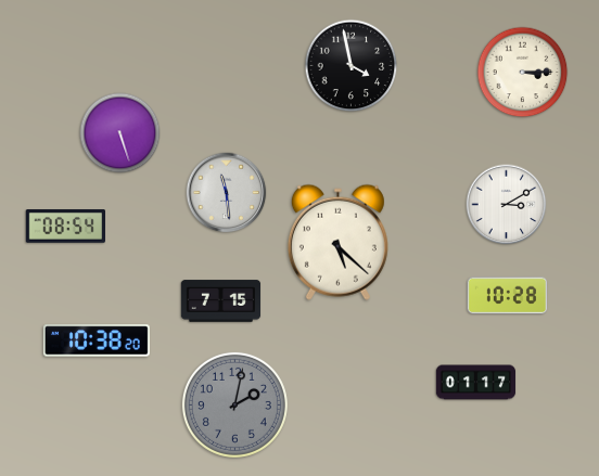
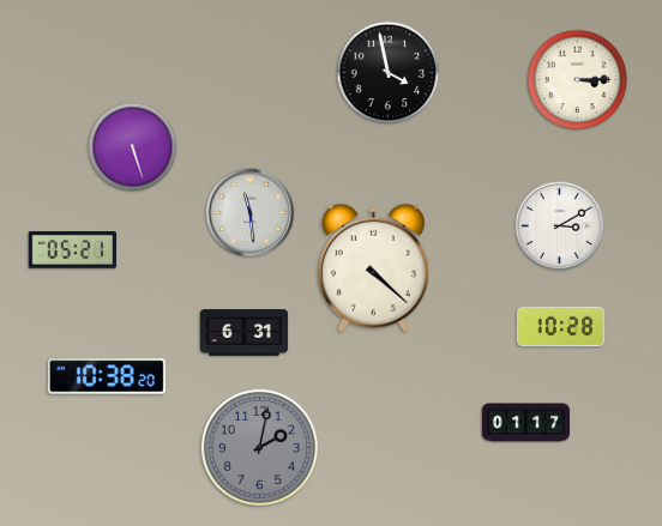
clock at (65, 227): 08:54 -> 05:21
clock at (337, 242): 5:22 -> 4:22
clock at (221, 301): 7:15 -> 6:31
